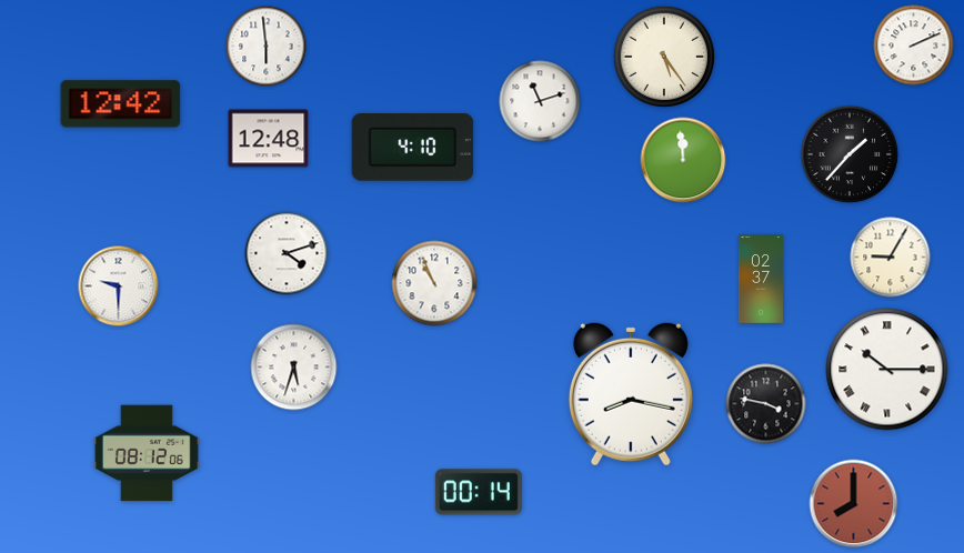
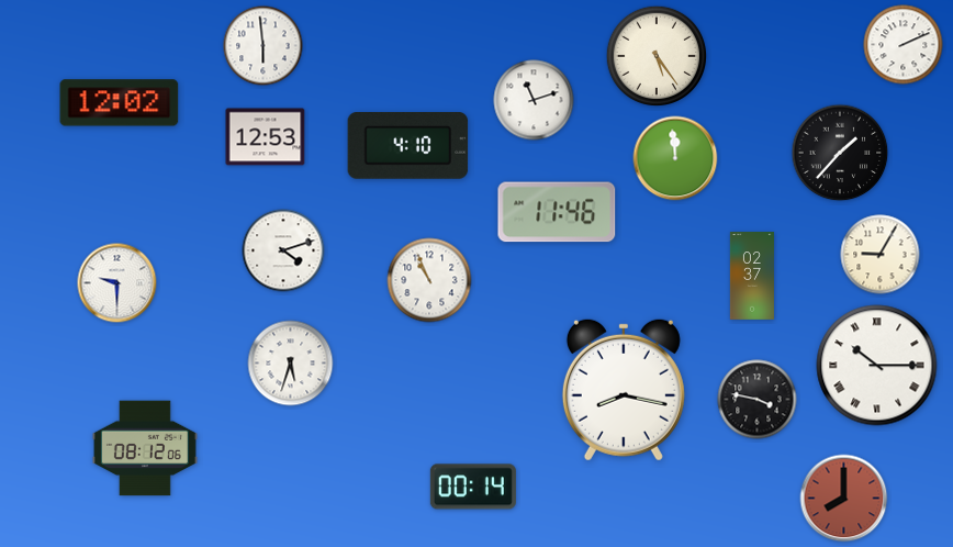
clock at (121, 104): 12:42 -> 12:02
clock at (269, 139): 12:48 -> 12:53
clock at (557, 212): none -> 11:46
